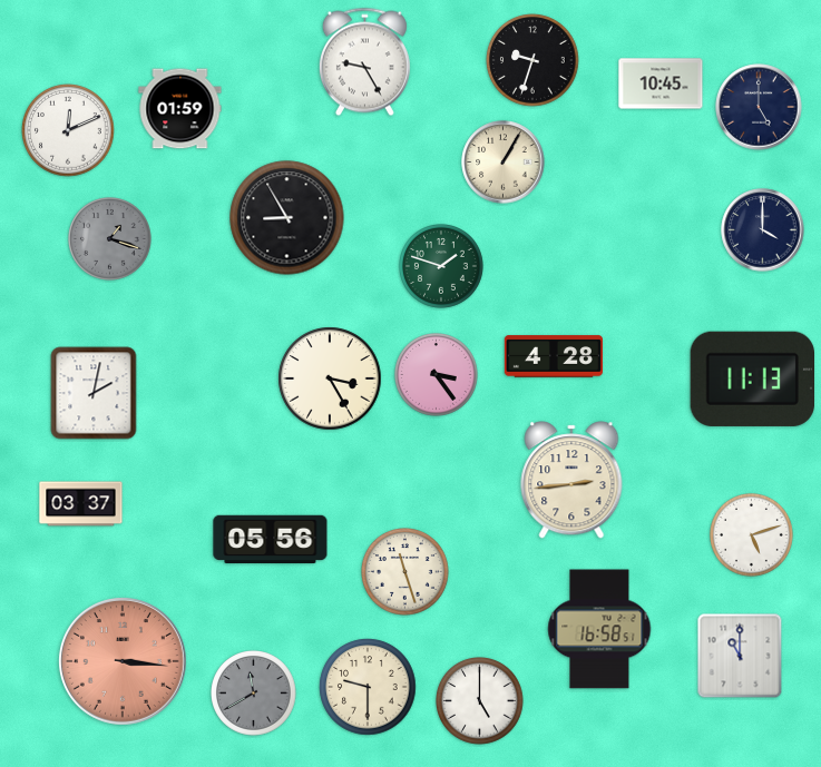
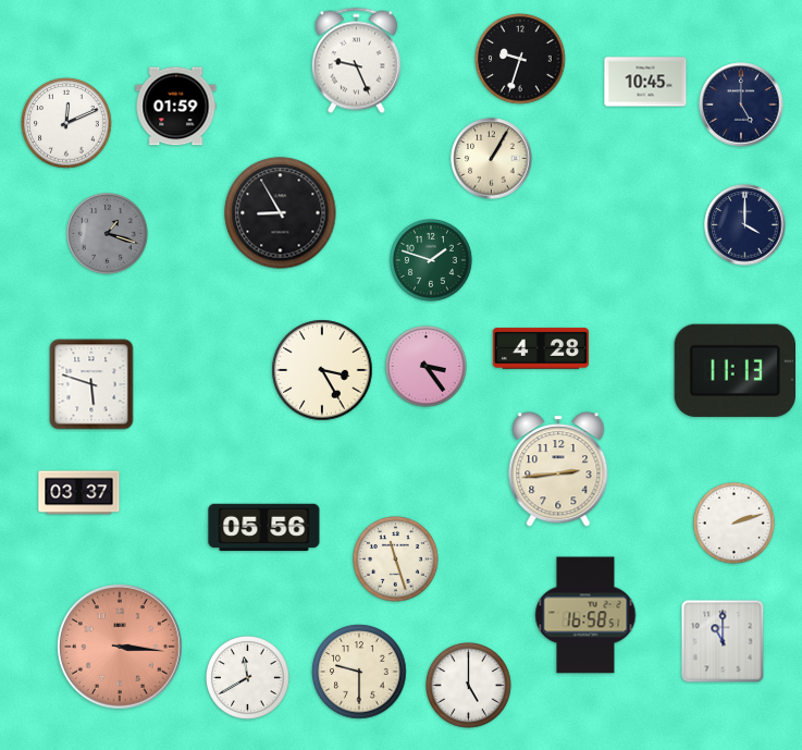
clock at (364, 62): 9:25 -> 9:26
clock at (68, 130) position: (68, 130) -> (66, 123)
clock at (94, 393): 2:02 -> 5:48
clock at (752, 535): 5:12 -> 2:12
clock at (254, 694) dial: grey -> white
